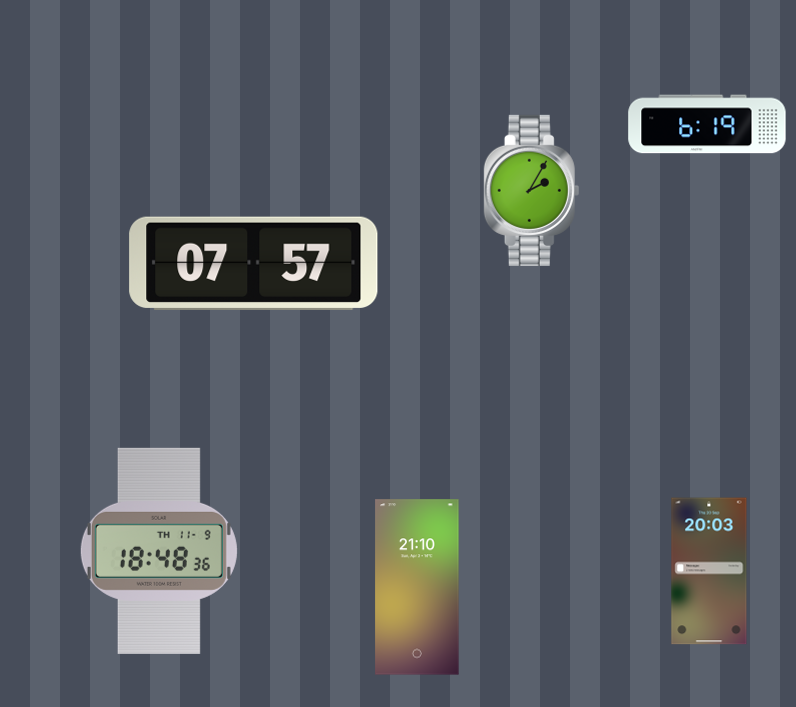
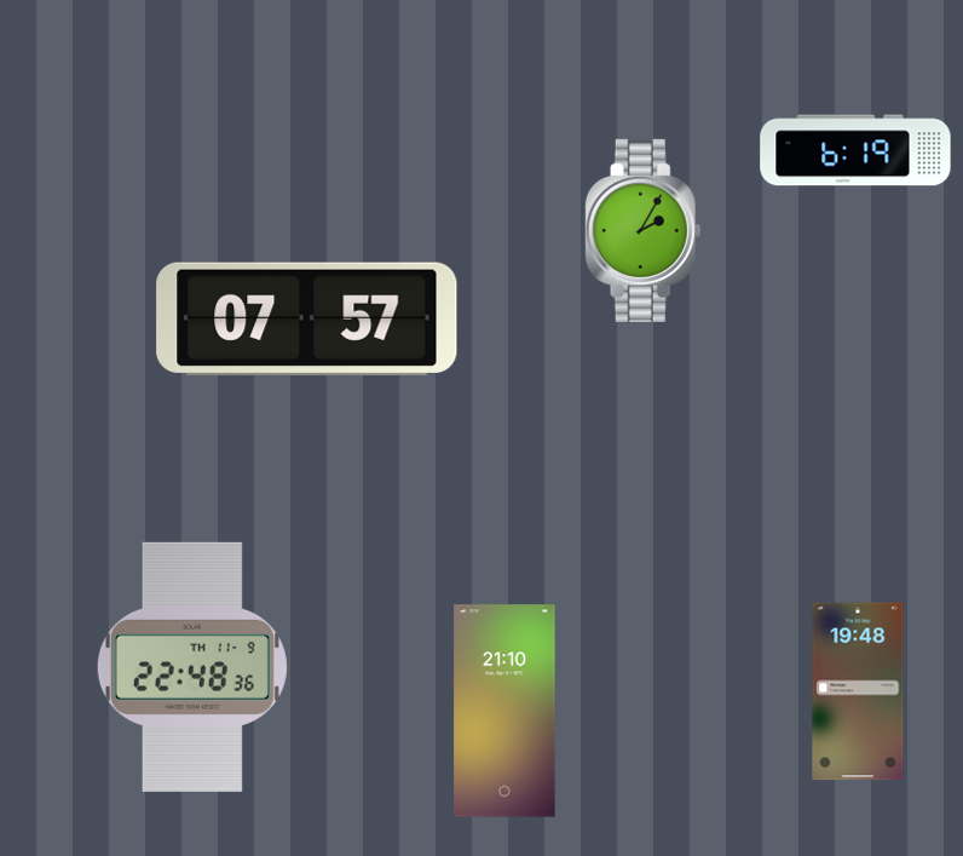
clock at (159, 551): 18:48 -> 22:48
clock at (709, 571): 20:03 -> 19:48
